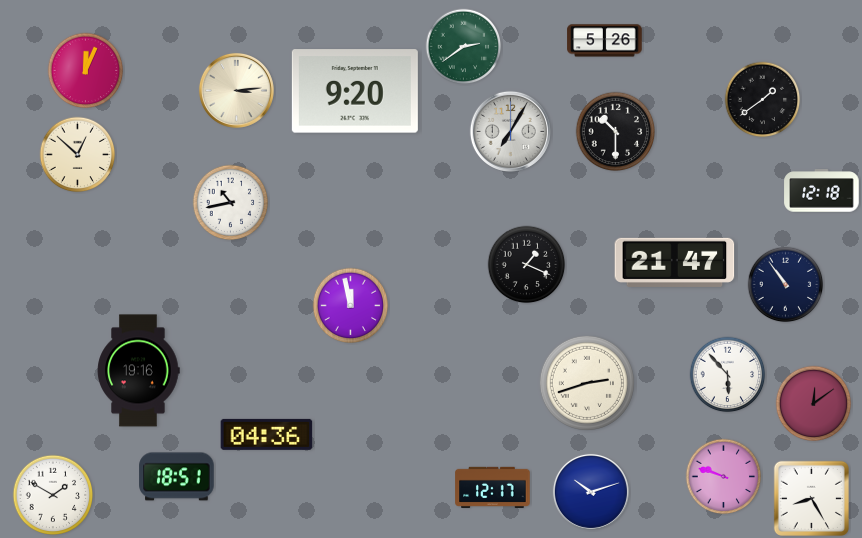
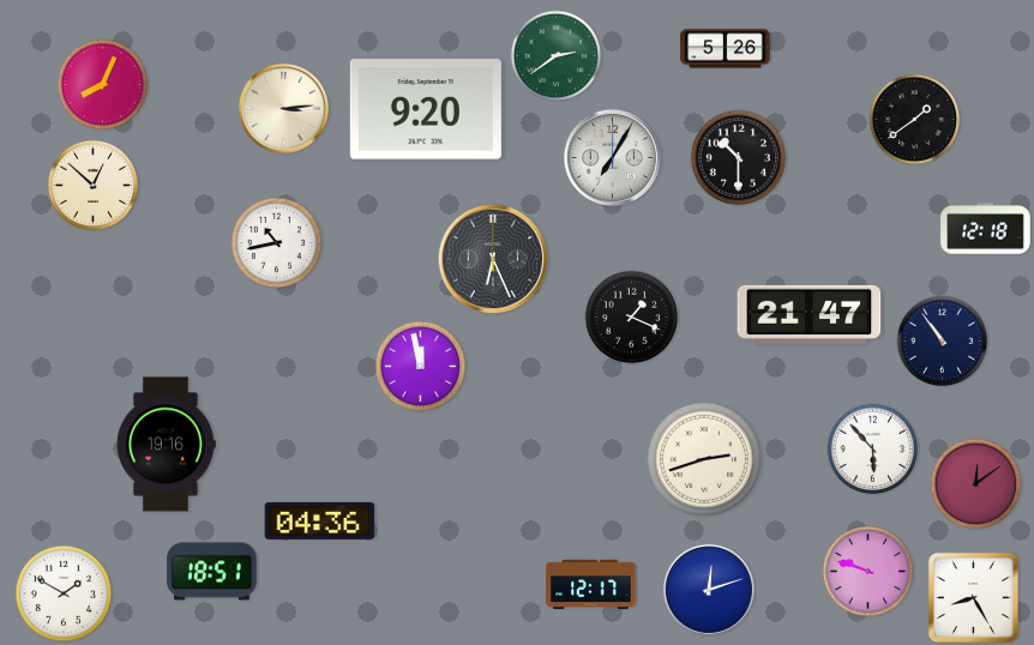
clock at (86, 71): 12:04 -> 8:04
clock at (492, 258): none -> 6:26
clock at (591, 492): 10:12 -> 12:12
